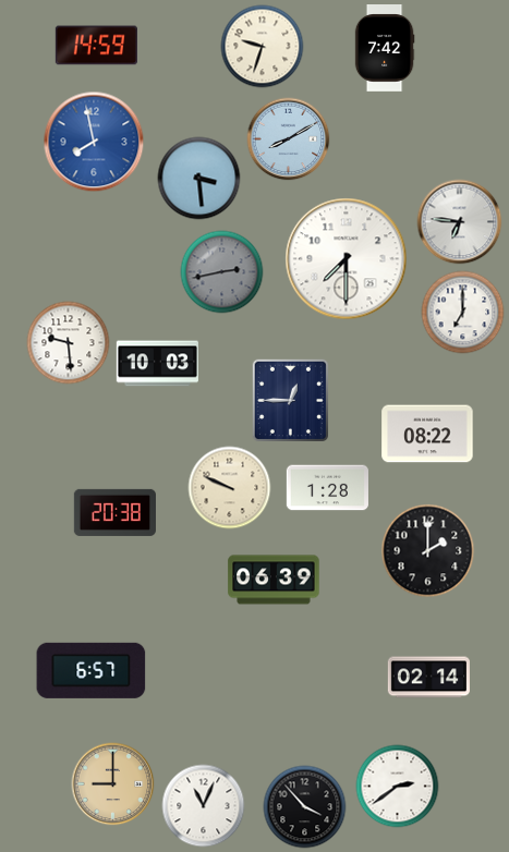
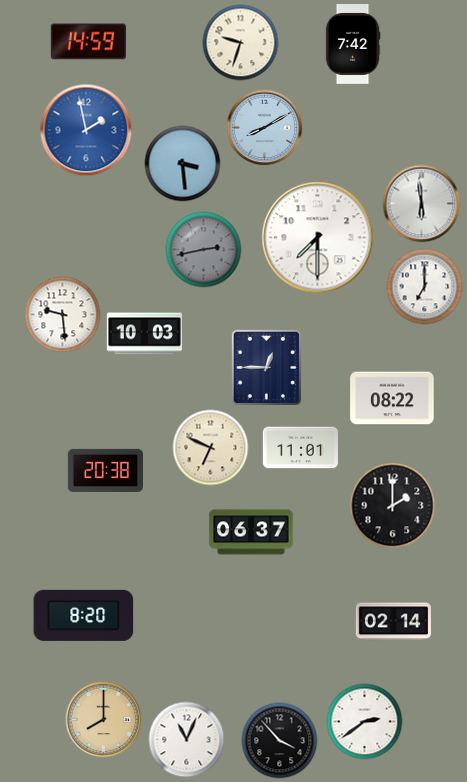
clock at (94, 142): 7:58 -> 1:58
clock at (460, 222): 6:46 -> 5:59
clock at (230, 488): 9:49 -> 6:49
clock at (327, 488): 1:28 -> 11:01
clock at (274, 580): 06:39 -> 06:37
clock at (92, 670): 6:57 -> 8:20
clock at (113, 784): 9:00 -> 8:00
